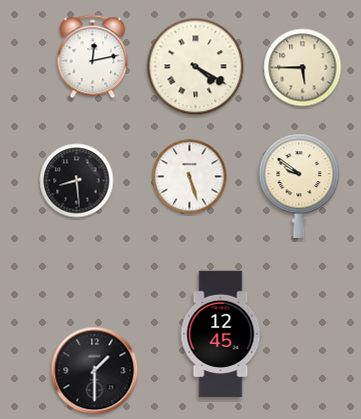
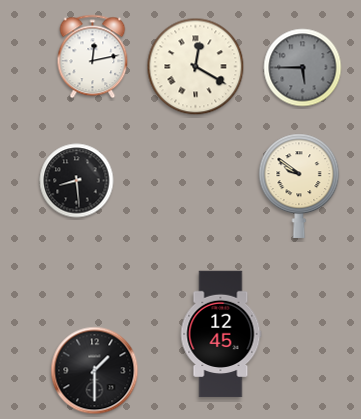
clock at (196, 67): 4:20 -> 12:20
clock at (303, 68) dial: cream -> grey
clock at (190, 177): 5:27 -> none
